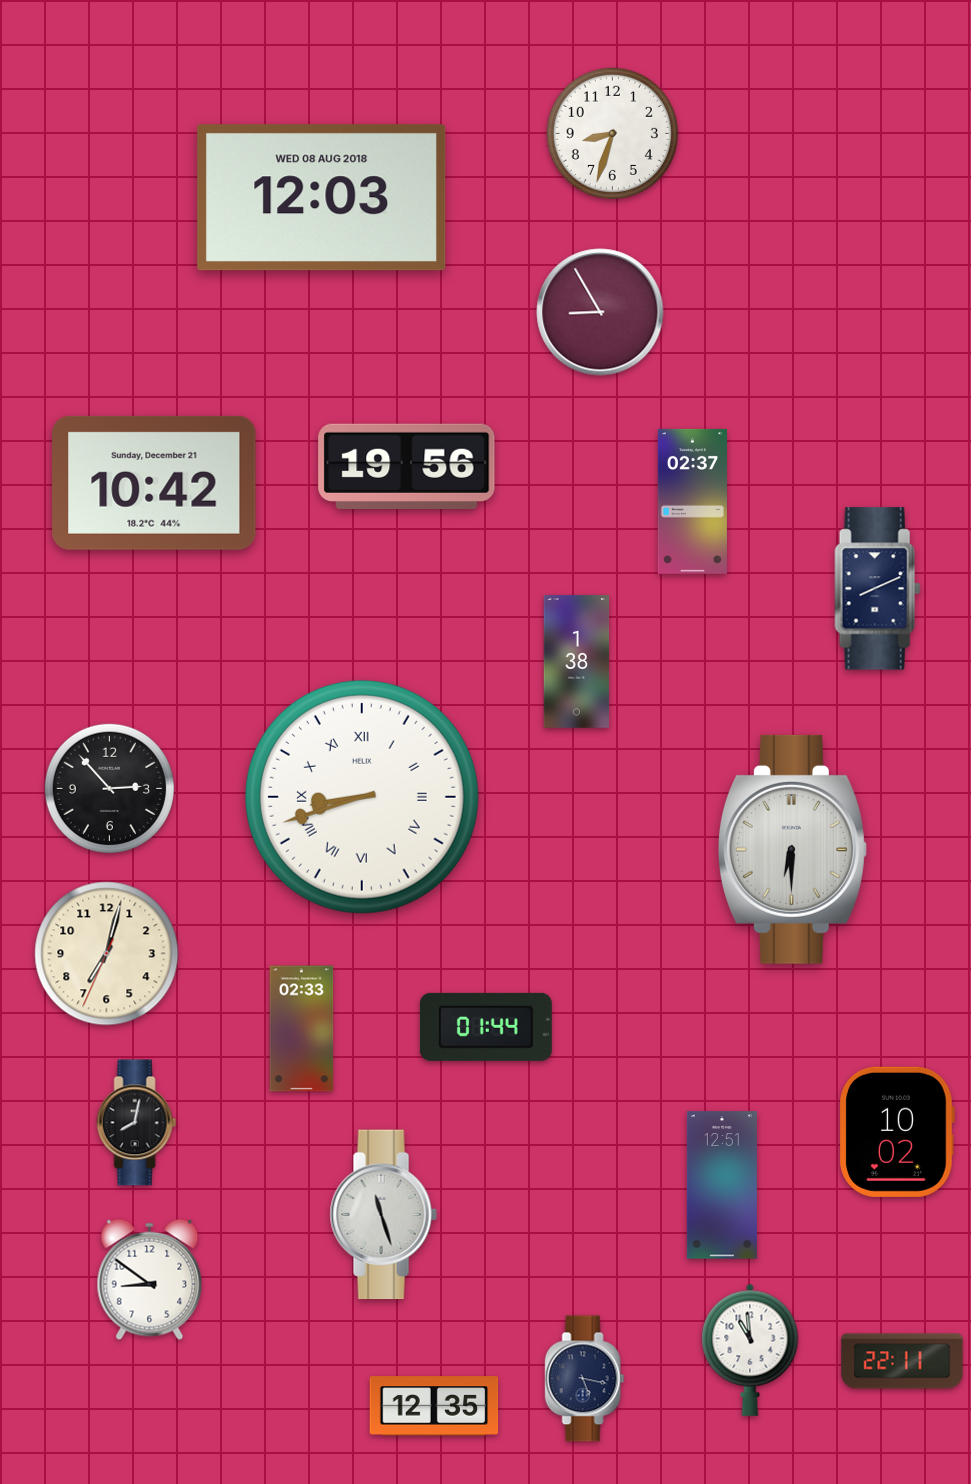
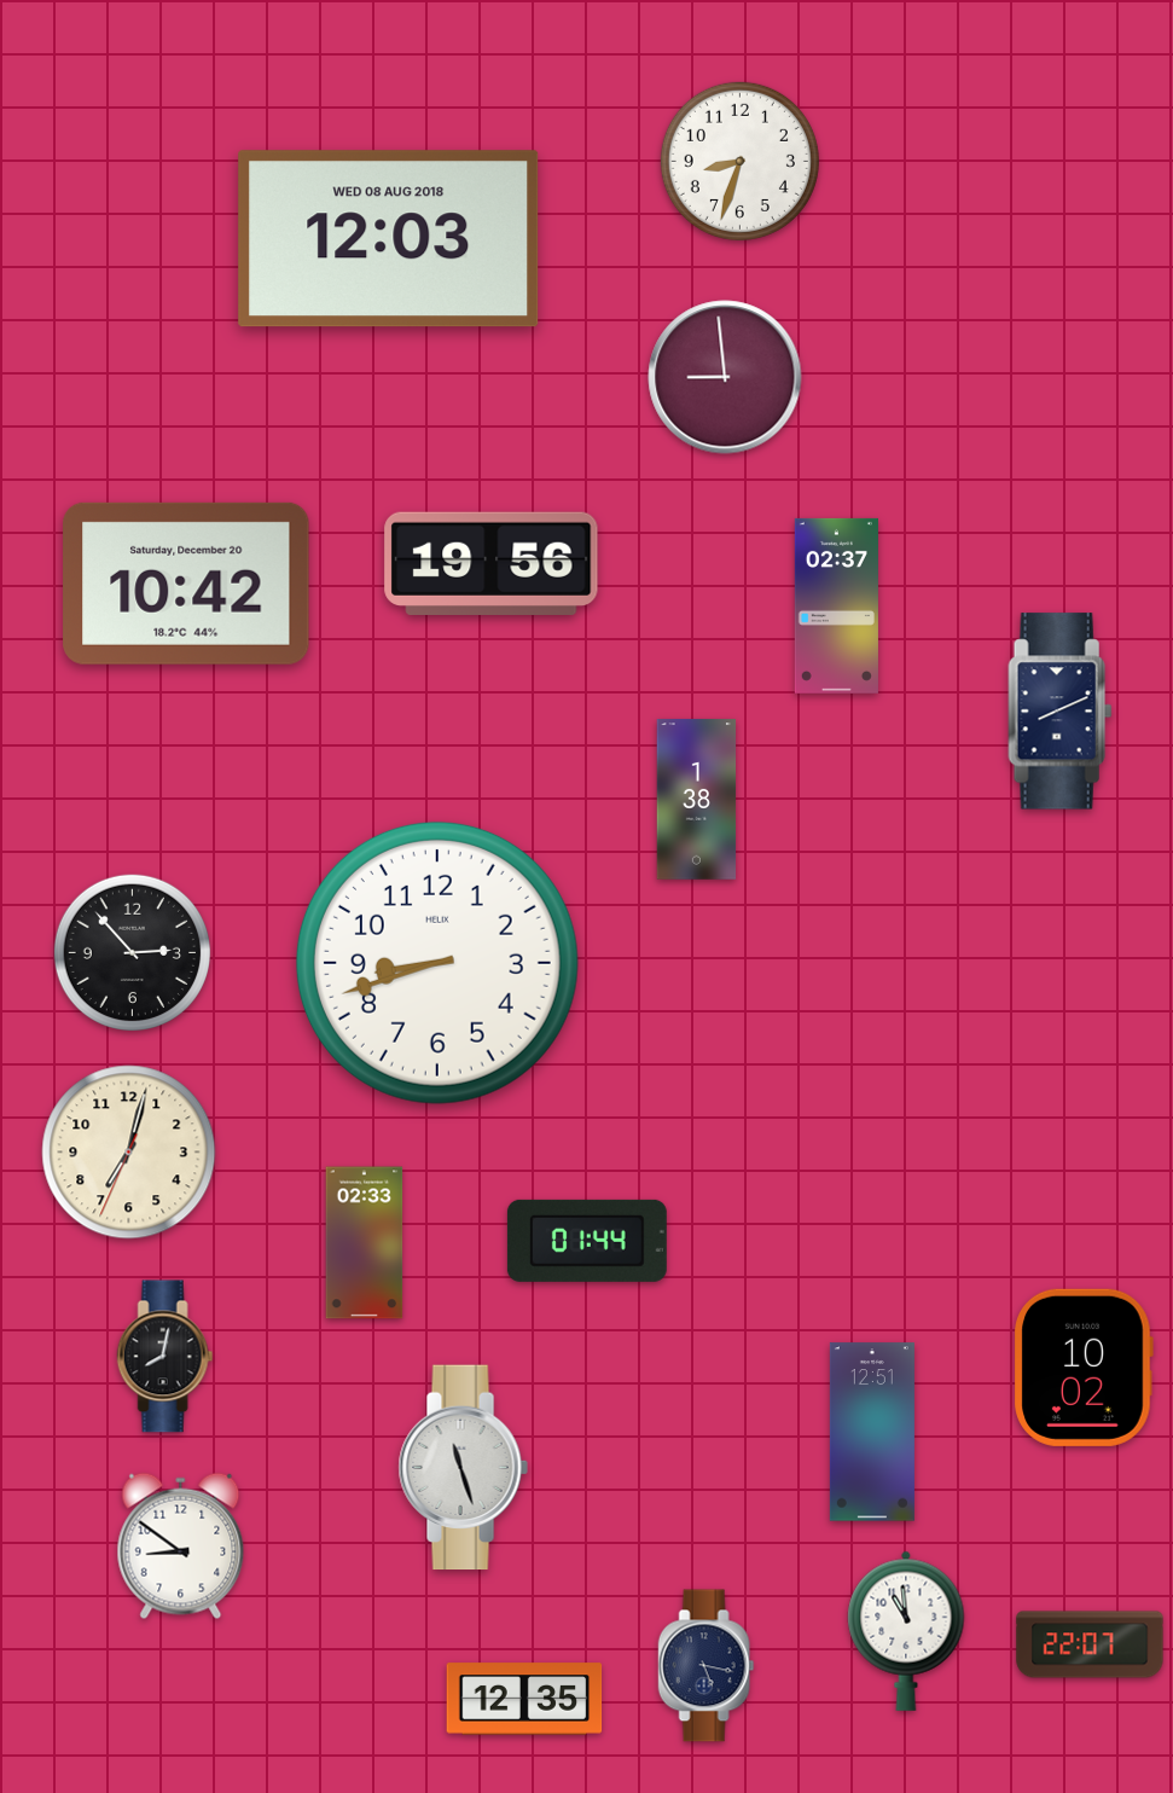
clock at (600, 312): 8:55 -> 8:59
clock at (154, 483) date: Sunday, December 21 -> Saturday, December 20
clock at (362, 797) numerals: Roman -> Arabic
clock at (792, 849): 6:30 -> none
clock at (902, 1361): 22:11 -> 22:07
